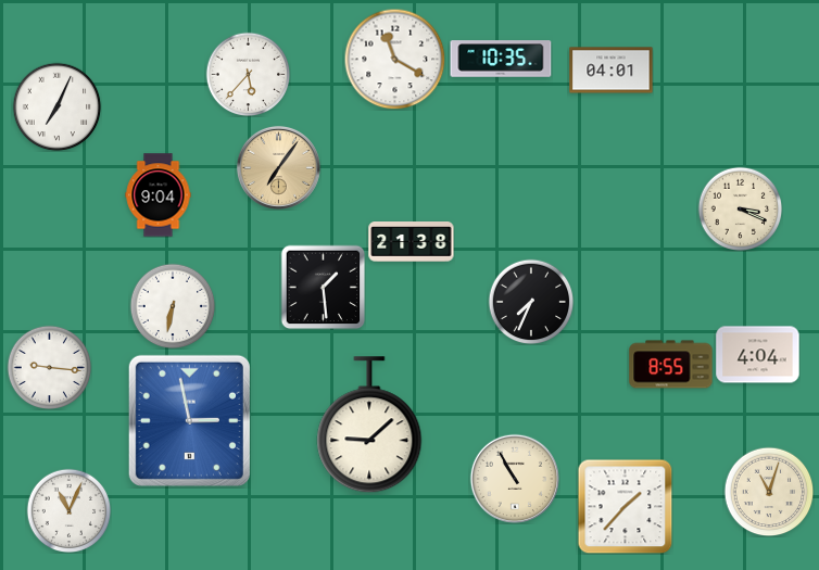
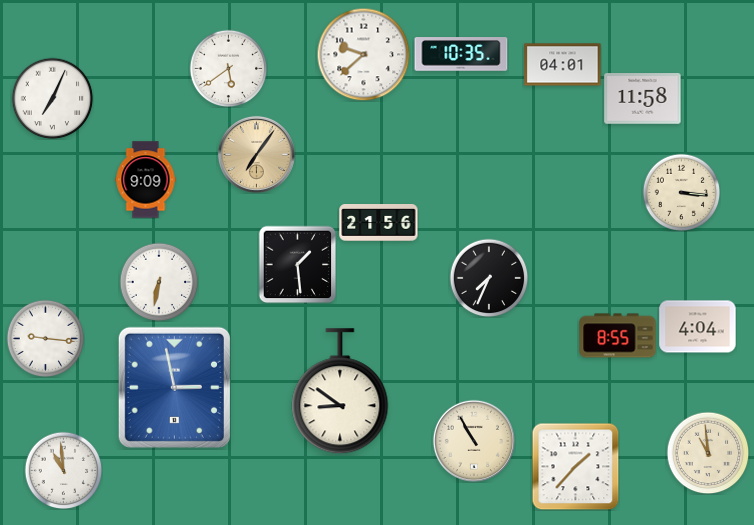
clock at (394, 59): 11:20 -> 9:38
clock at (248, 74): 5:37 -> 5:39
clock at (643, 99): none -> 11:58
clock at (159, 195): 9:04 -> 9:09
clock at (740, 208): 3:19 -> 3:16
clock at (412, 242): 21:38 -> 21:56
clock at (369, 426): 9:08 -> 8:51
clock at (769, 492): 11:03 -> 10:59
clock at (68, 510): 11:04 -> 10:59
